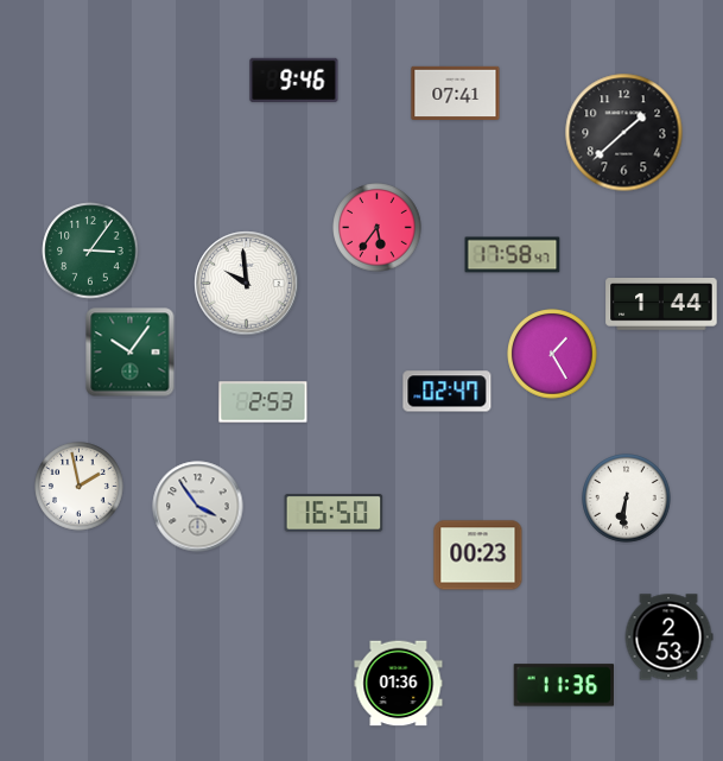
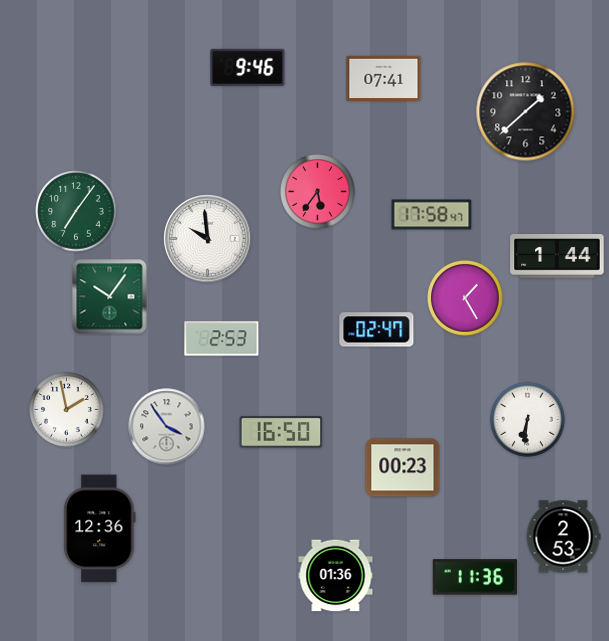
clock at (90, 251): 3:06 -> 7:06
clock at (100, 529): none -> 12:36
